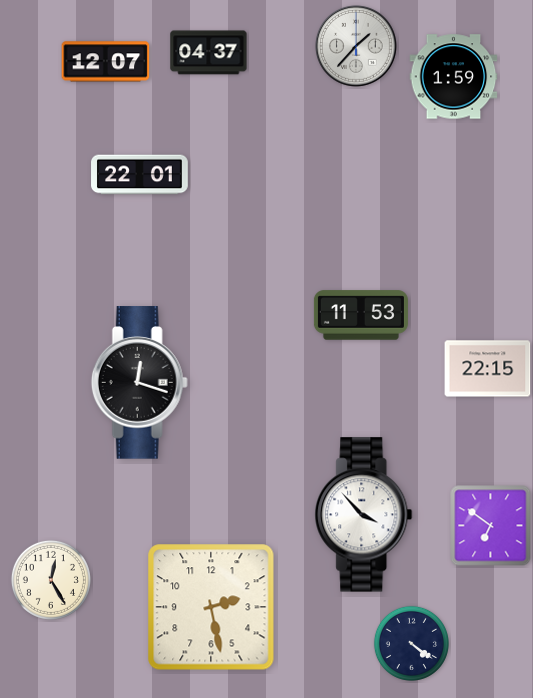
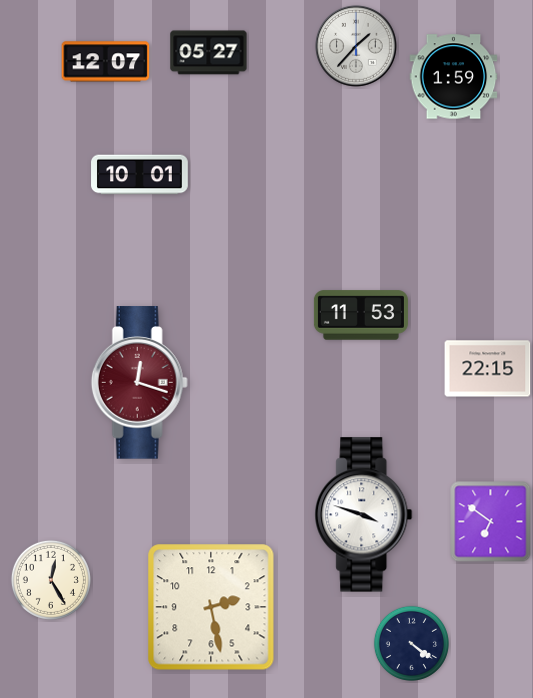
clock at (209, 53): 04:37 -> 05:27
clock at (140, 175): 22:01 -> 10:01
clock at (139, 383) dial: black -> burgundy
clock at (364, 515): 3:53 -> 3:48
clock at (491, 526) position: (491, 526) -> (491, 522)
